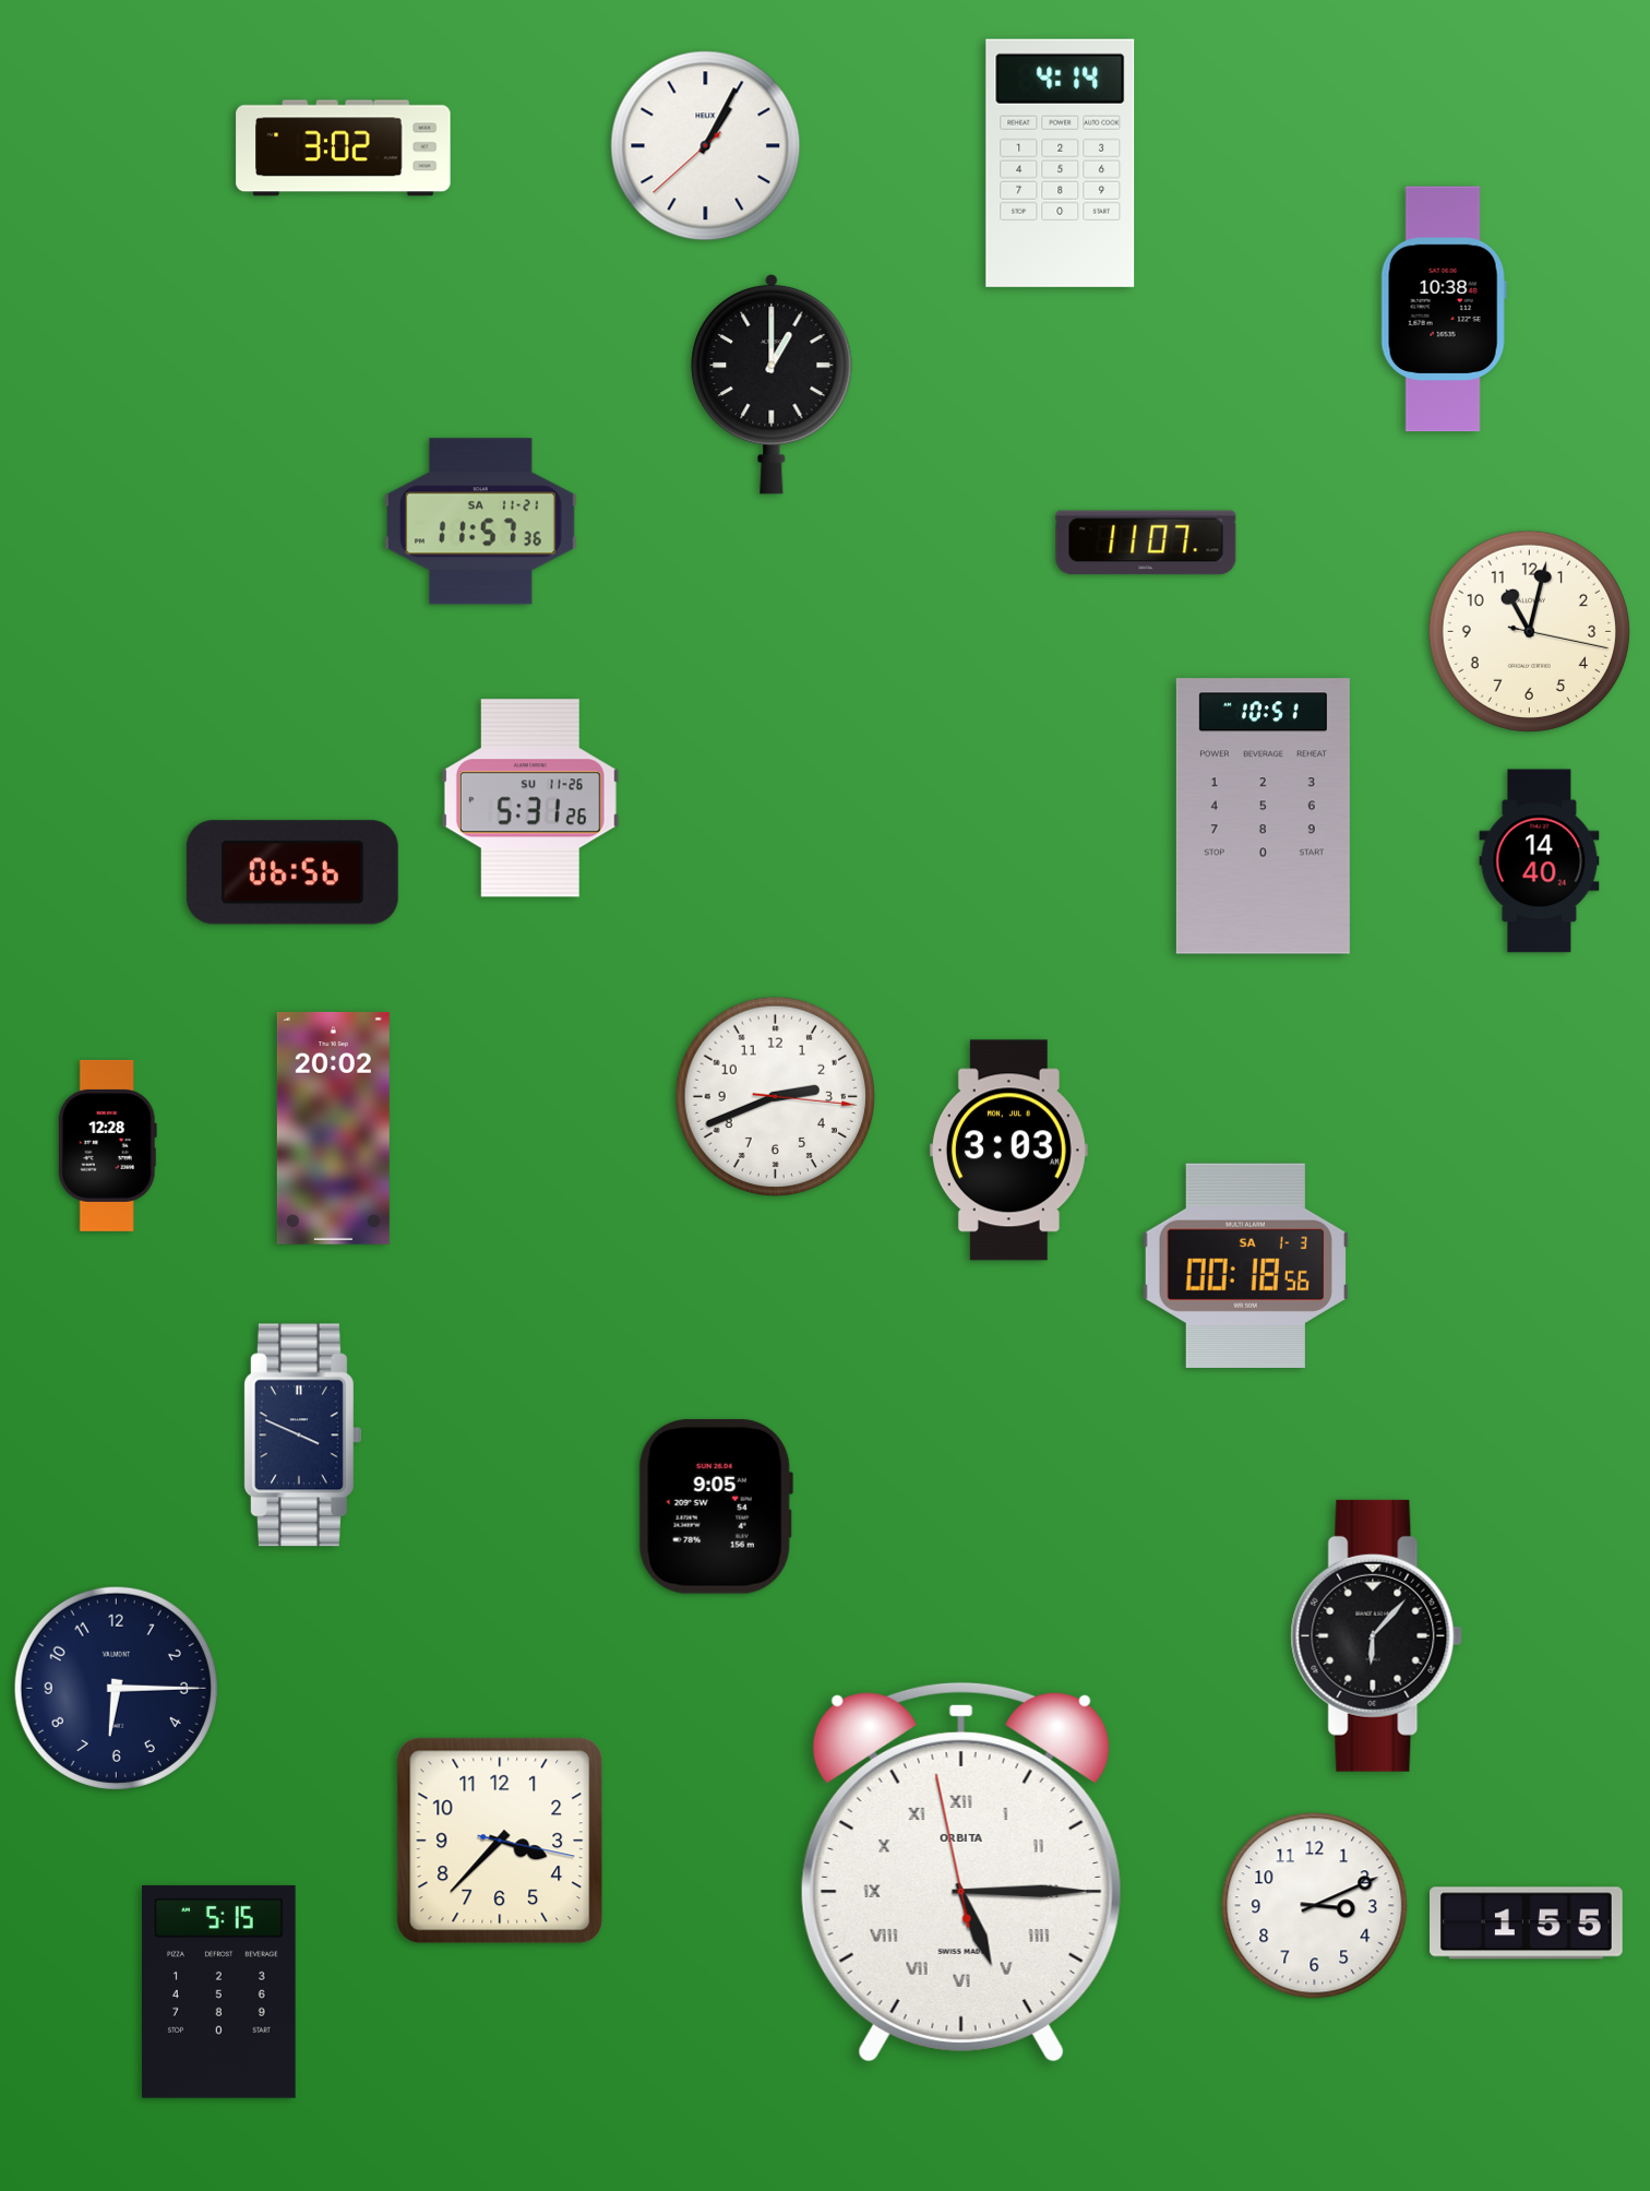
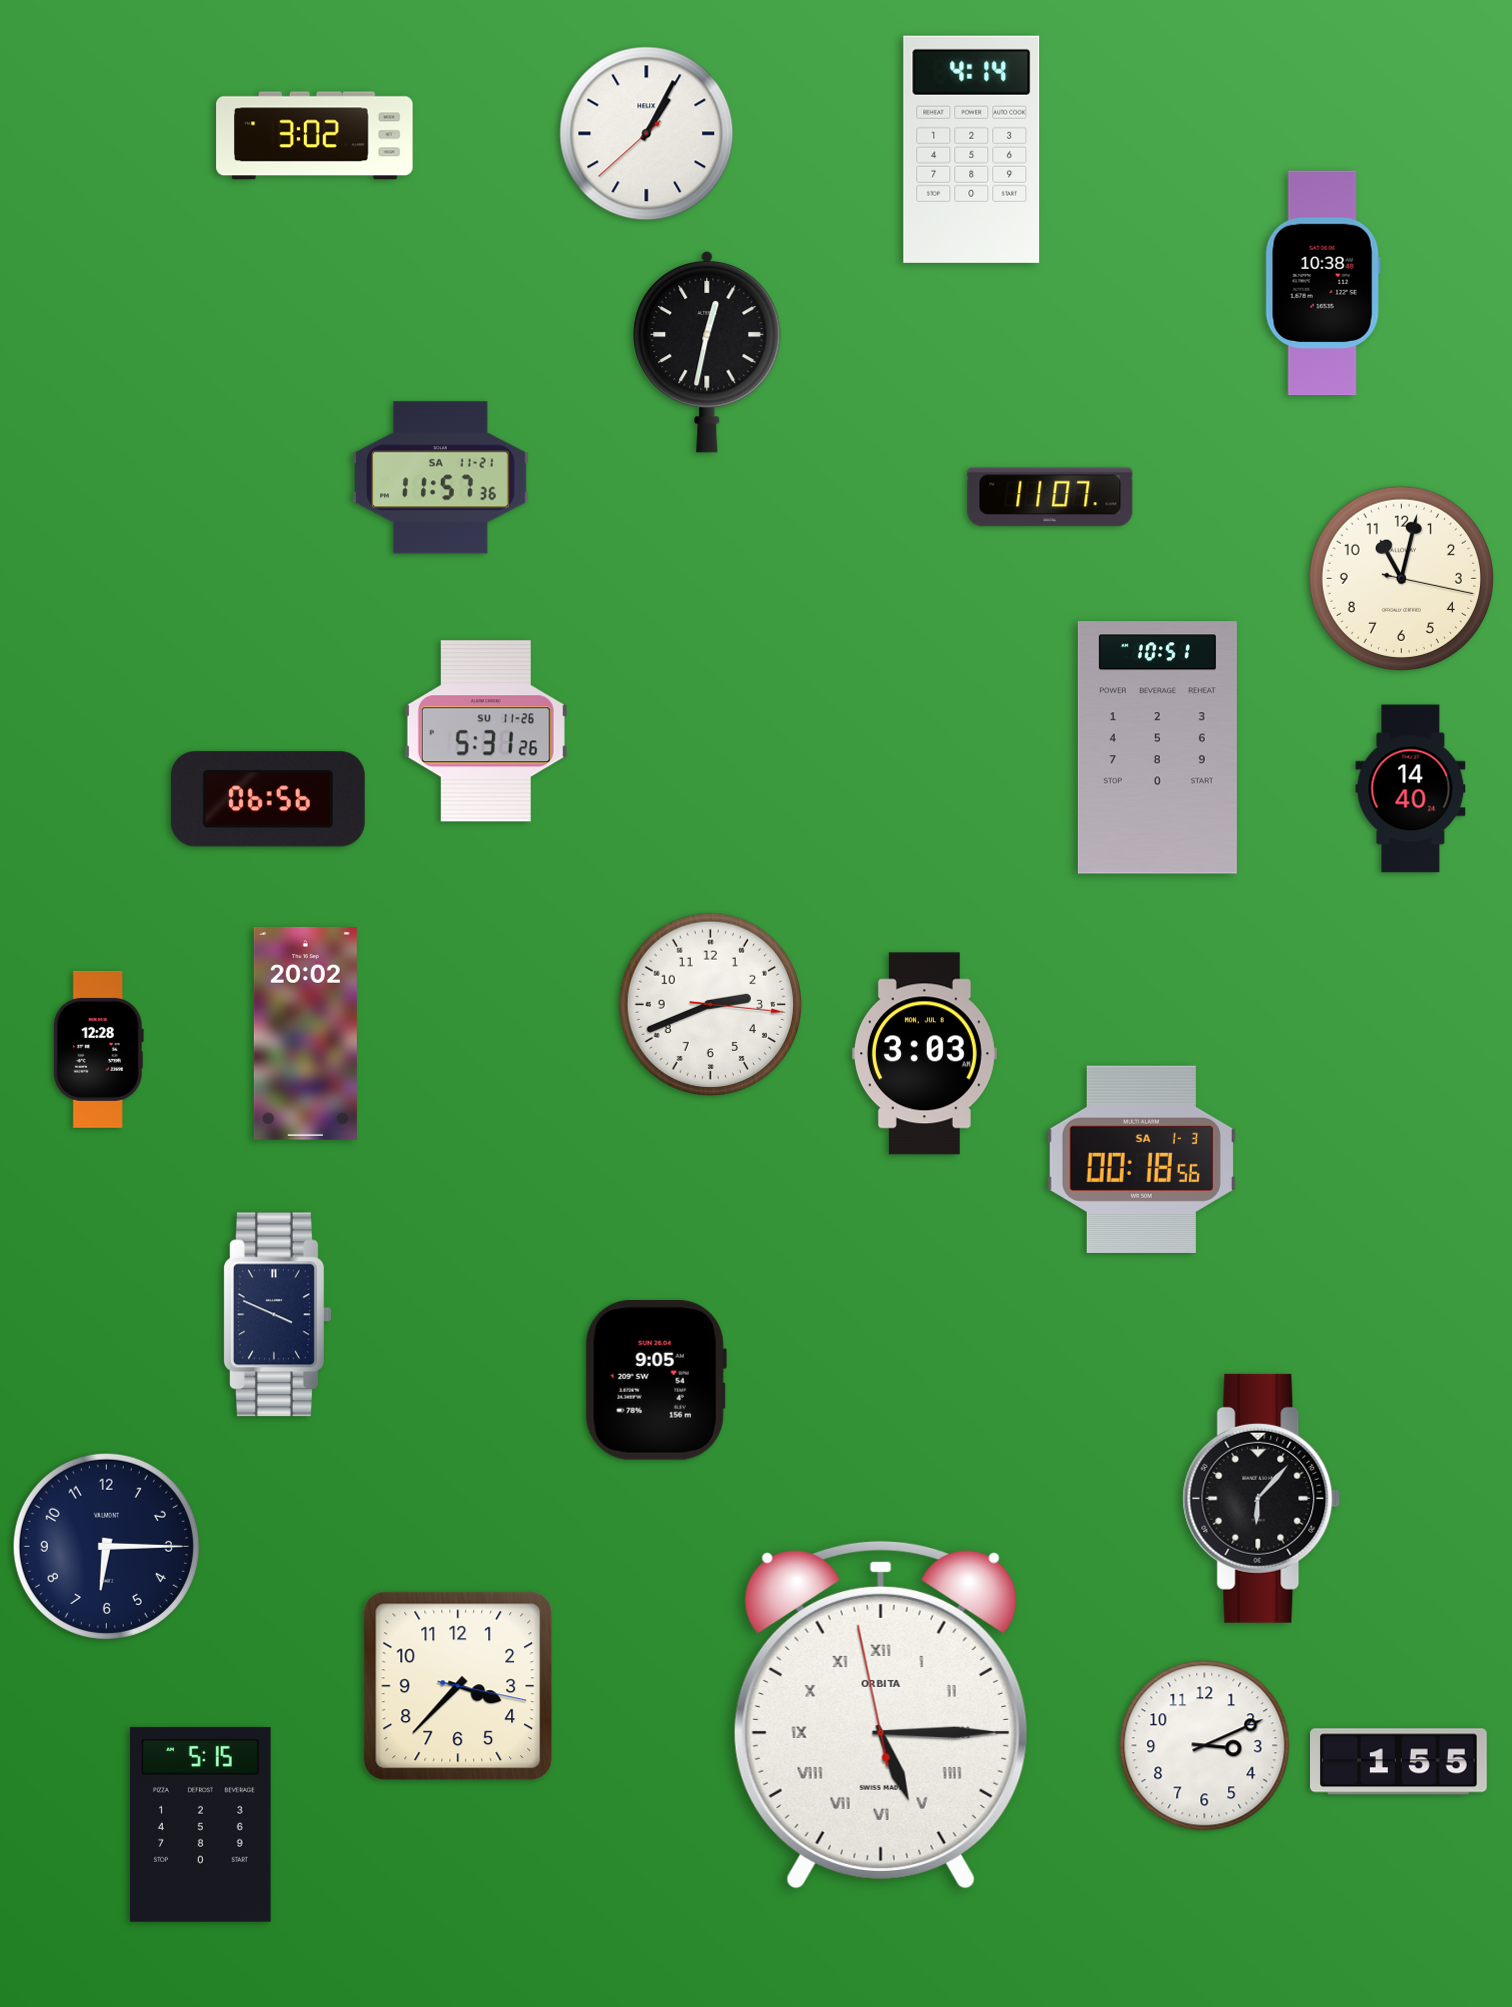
clock at (772, 384): 1:00 -> 12:32
